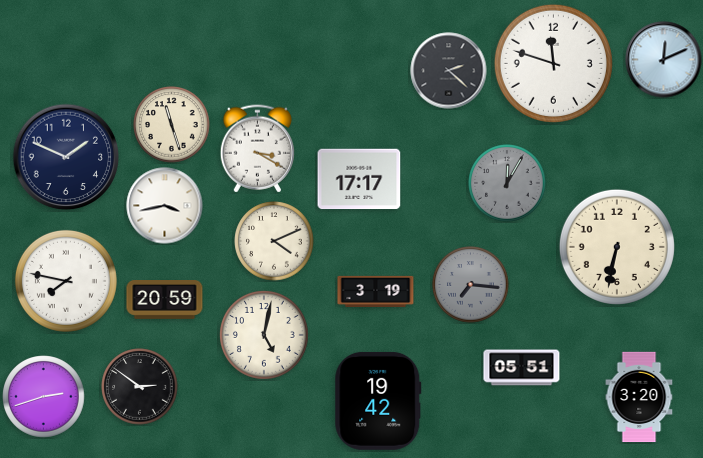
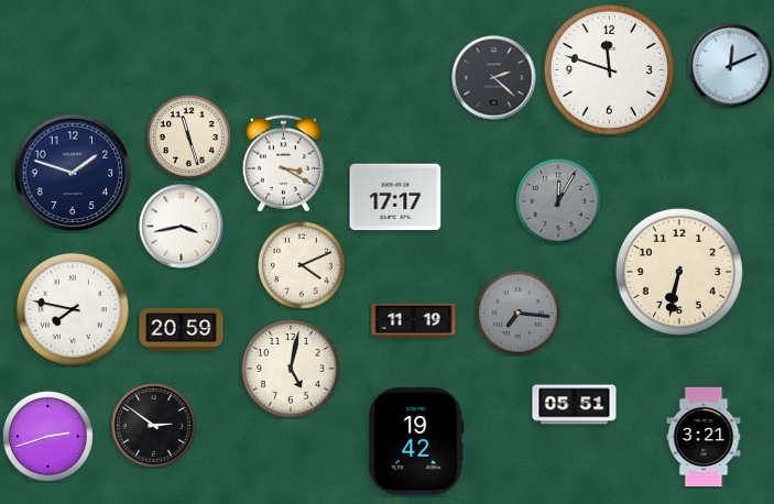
clock at (66, 157): 1:49 -> 1:48
clock at (376, 291): 3:19 -> 11:19
clock at (639, 397): 3:20 -> 3:21
